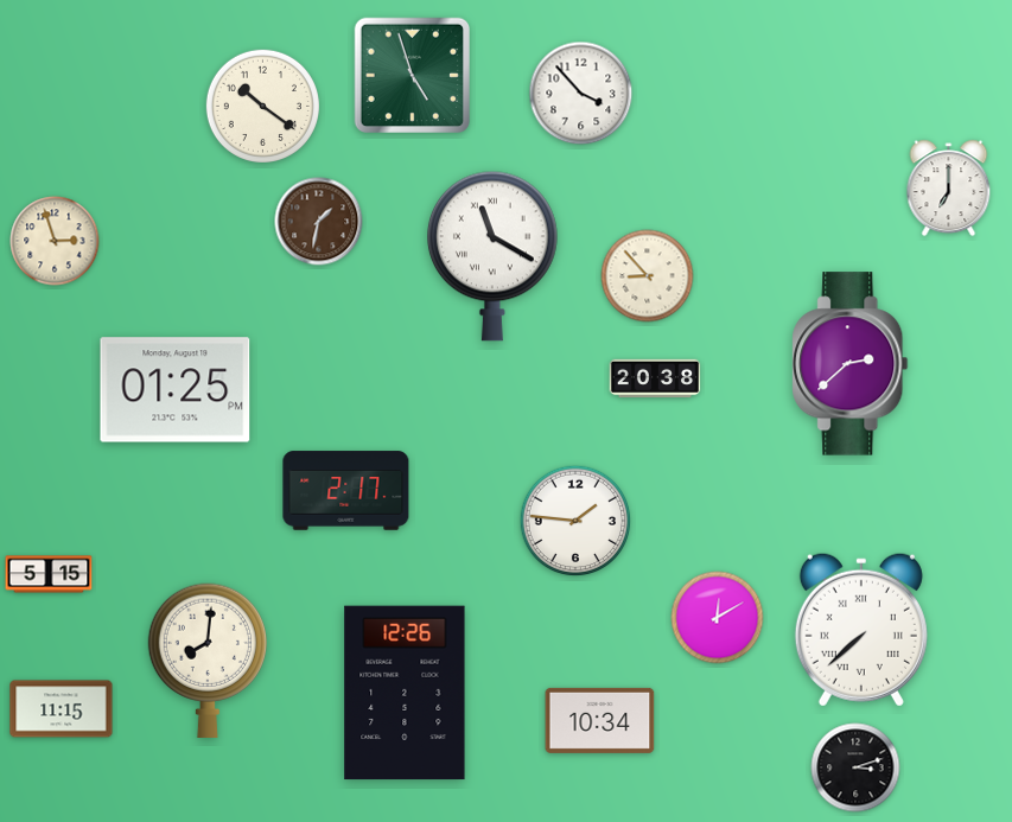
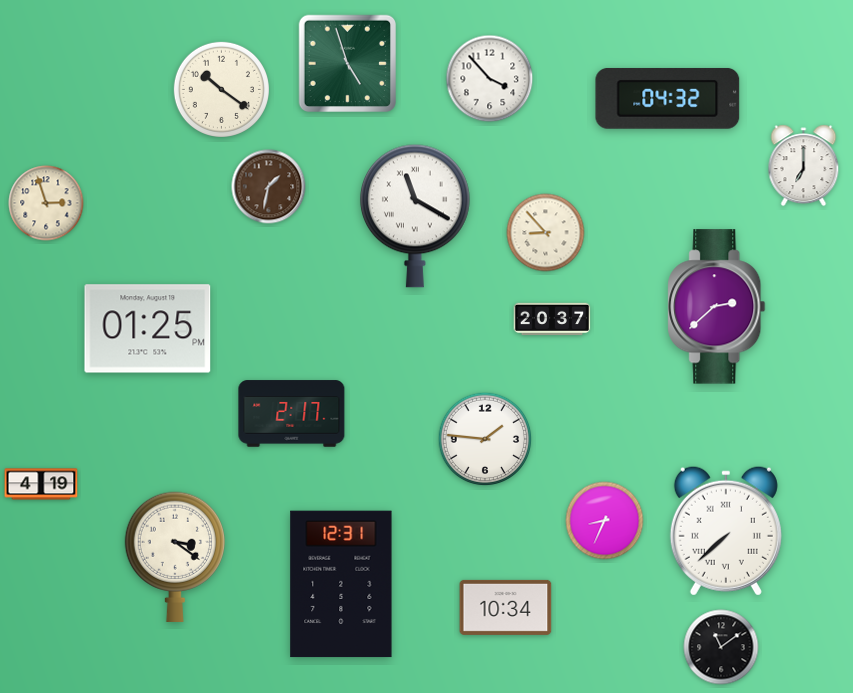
clock at (668, 98): none -> 04:32
clock at (949, 189) position: (949, 189) -> (804, 166)
clock at (655, 378): 20:38 -> 20:37
clock at (49, 574): 5:15 -> 4:19
clock at (718, 618): 12:10 -> 8:34
clock at (206, 661): 8:01 -> 3:21
clock at (405, 693): 12:26 -> 12:31
clock at (62, 709): 11:15 -> none
clock at (855, 767): 3:12 -> 11:09
